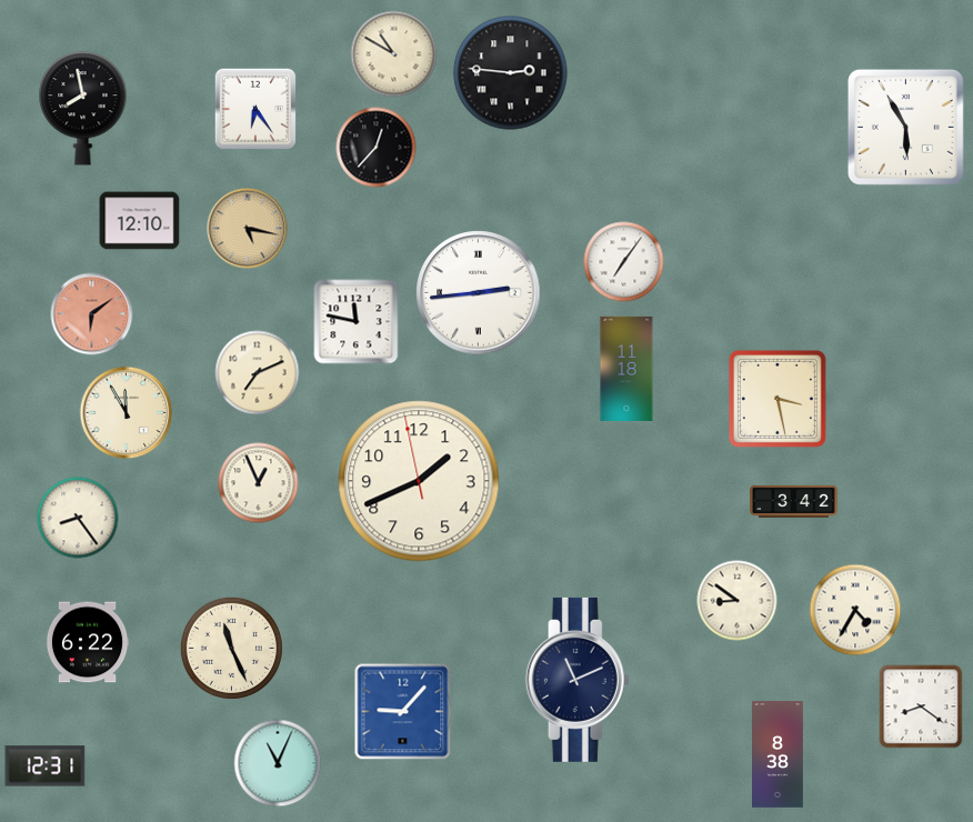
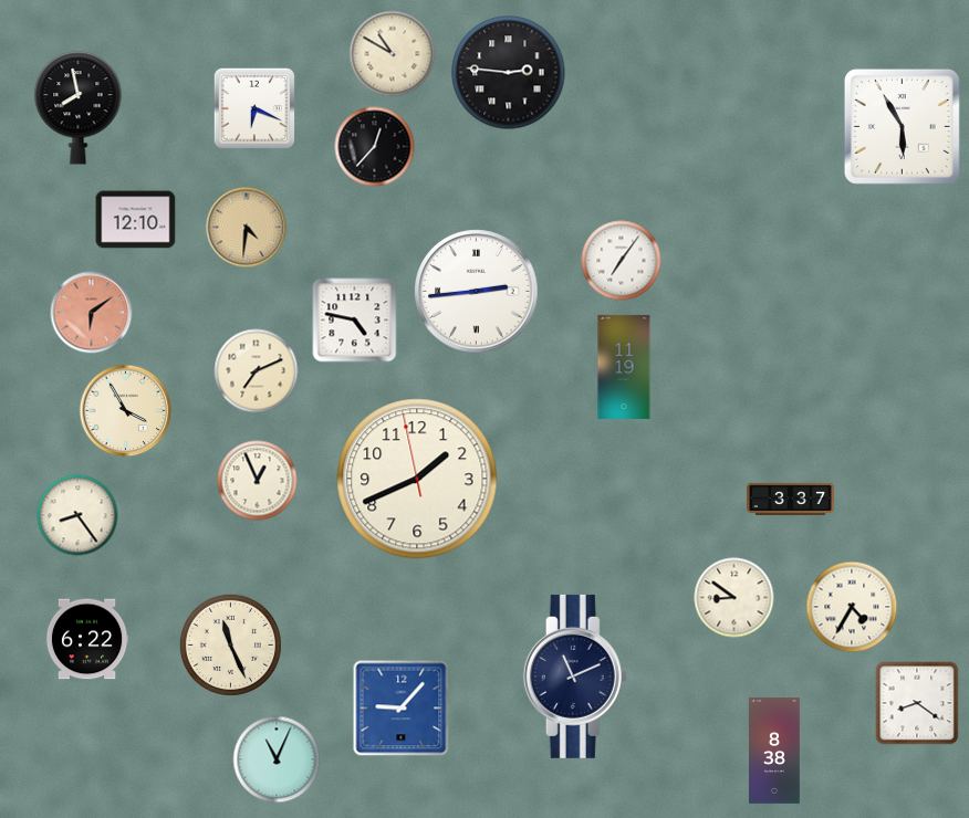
clock at (83, 109) position: (83, 109) -> (79, 108)
clock at (255, 109): 6:24 -> 6:19
clock at (140, 221) position: (140, 221) -> (136, 220)
clock at (248, 229): 5:17 -> 4:31
clock at (357, 322): 11:47 -> 4:47
clock at (626, 369): 11:18 -> 11:19
clock at (778, 399): 3:28 -> none
clock at (127, 413): 11:55 -> 3:55
clock at (794, 501): 3:42 -> 3:37
clock at (46, 766): 12:31 -> none
